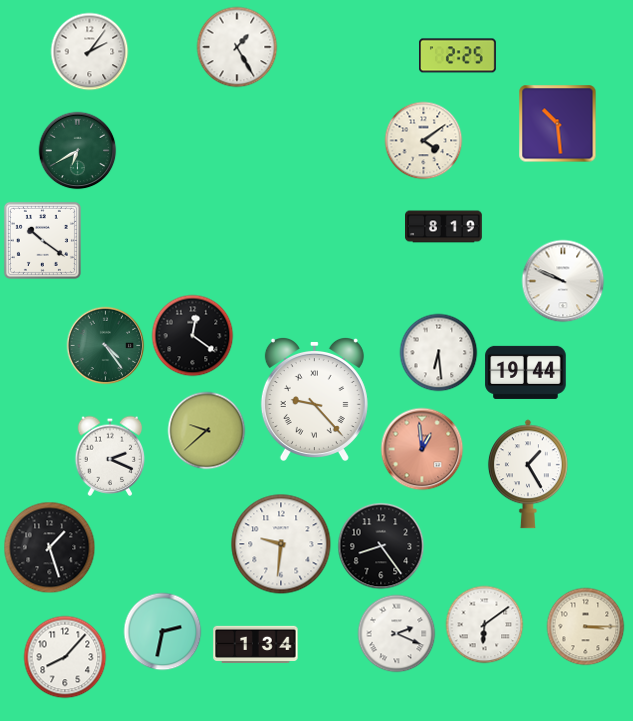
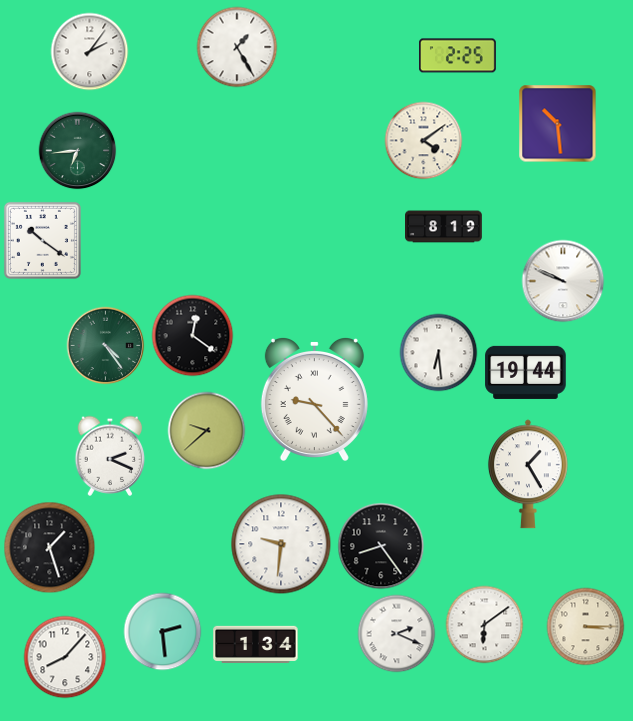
clock at (77, 150): 6:40 -> 6:44
clock at (422, 449): 12:59 -> none
clock at (162, 631): 2:32 -> 2:29
